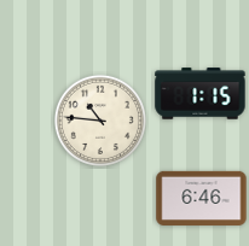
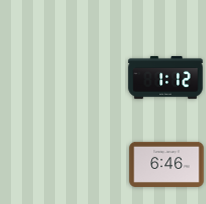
clock at (201, 94): 1:15 -> 1:12
clock at (100, 121): 10:46 -> none
